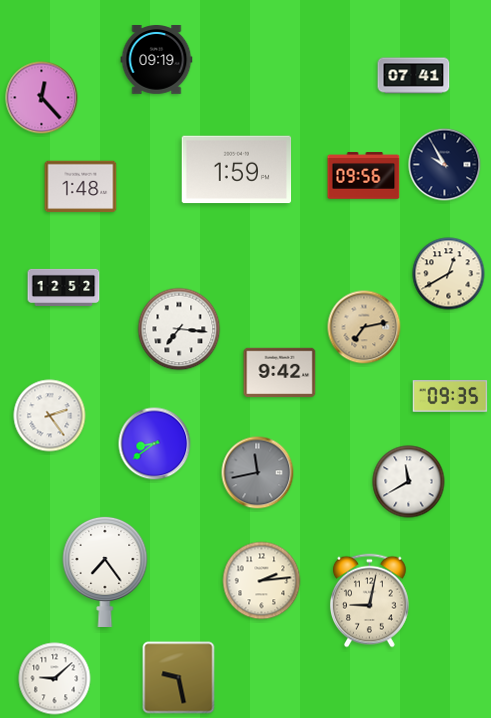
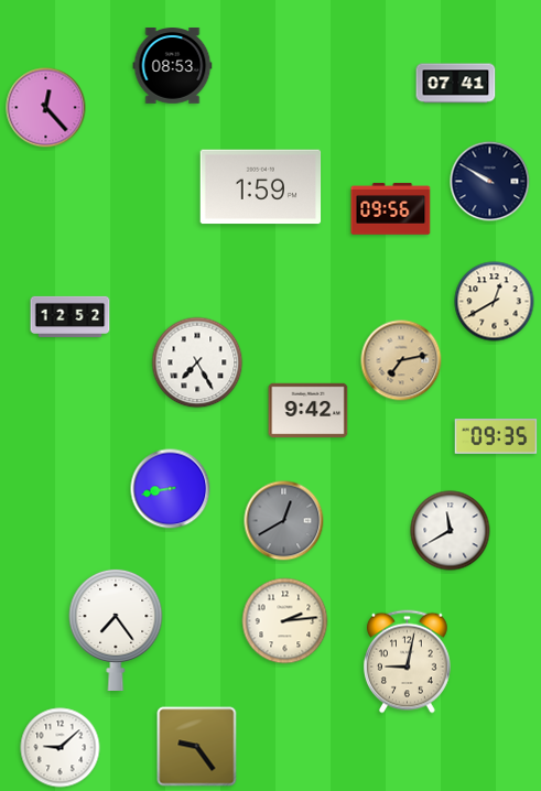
clock at (157, 60): 09:19 -> 08:53
clock at (445, 165): 9:55 -> 9:50
clock at (364, 176) position: (364, 176) -> (391, 209)
clock at (81, 187): 1:48 -> none
clock at (179, 329): 7:16 -> 7:25
clock at (50, 416): 2:24 -> none
clock at (155, 444): 8:39 -> 8:43
clock at (258, 473): 11:43 -> 12:40
clock at (262, 581) position: (262, 581) -> (285, 621)
clock at (179, 678): 9:28 -> 9:24
